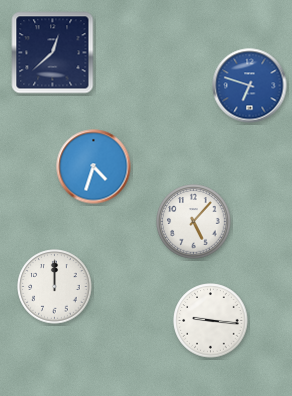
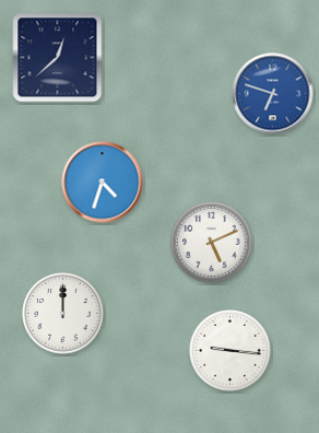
clock at (194, 222): 5:07 -> 5:11
clock at (55, 287) position: (55, 287) -> (63, 314)
